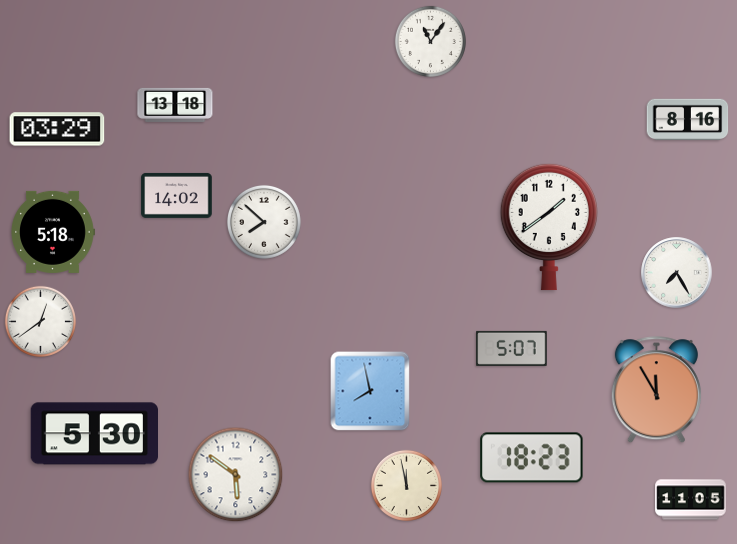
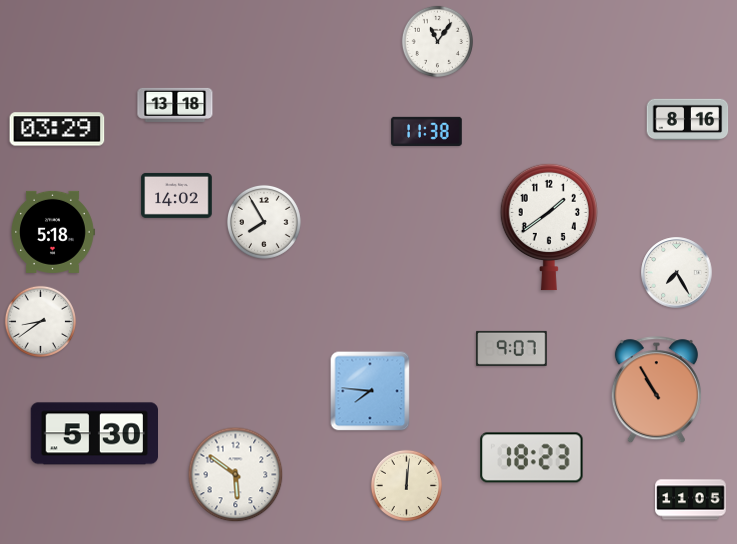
clock at (430, 41) position: (430, 41) -> (437, 41)
clock at (427, 131): none -> 11:38
clock at (264, 222): 7:52 -> 7:55
clock at (40, 321): 12:39 -> 8:39
clock at (512, 348): 5:07 -> 9:07
clock at (656, 390): 11:55 -> 10:55
clock at (370, 391): 7:58 -> 7:46
clock at (406, 485): 11:58 -> 12:01
